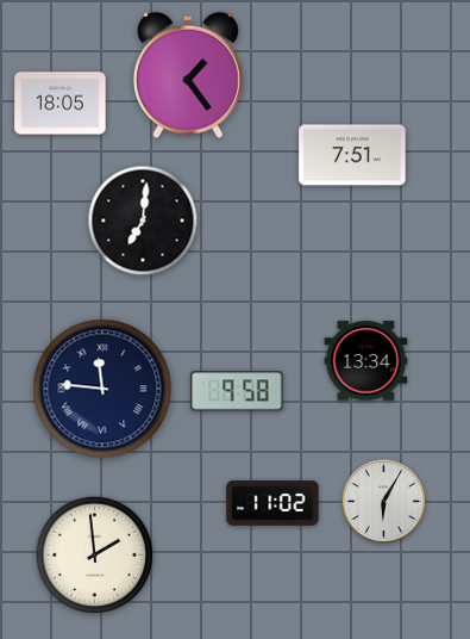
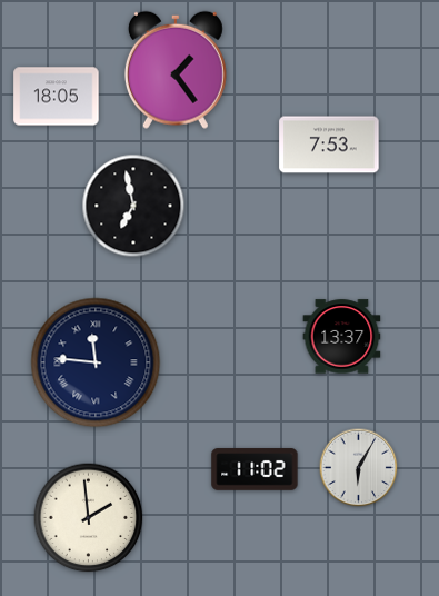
clock at (352, 155): 7:51 -> 7:53
clock at (143, 221): 7:01 -> 6:58
clock at (366, 361): 13:34 -> 13:37
clock at (237, 391): 9:58 -> none
